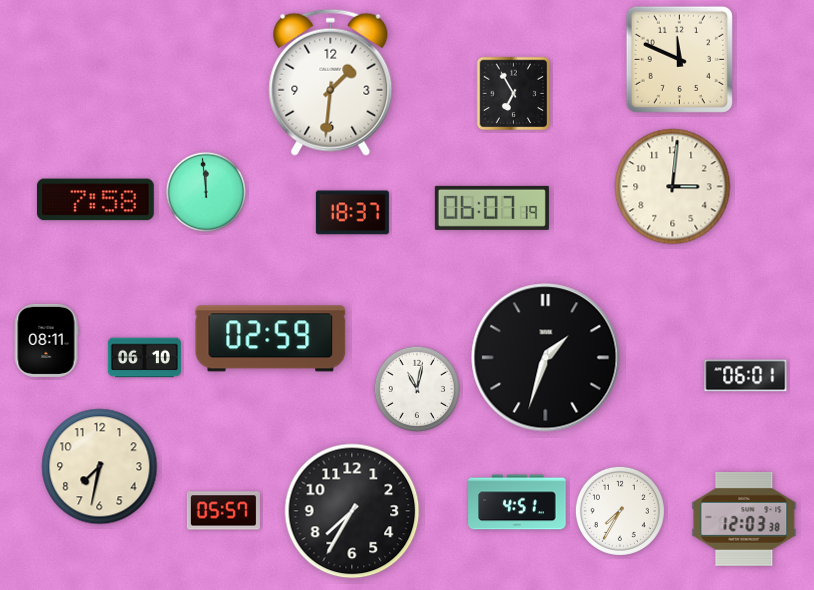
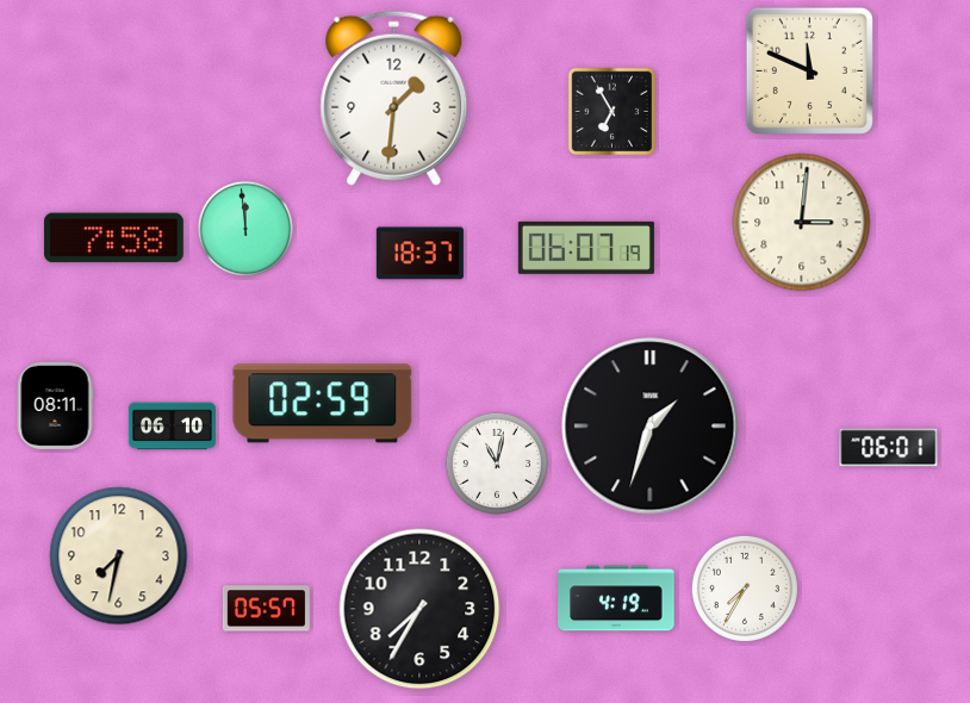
clock at (517, 502): 4:51 -> 4:19
clock at (620, 511) position: (620, 511) -> (745, 589)
clock at (744, 519): 12:03 -> none
